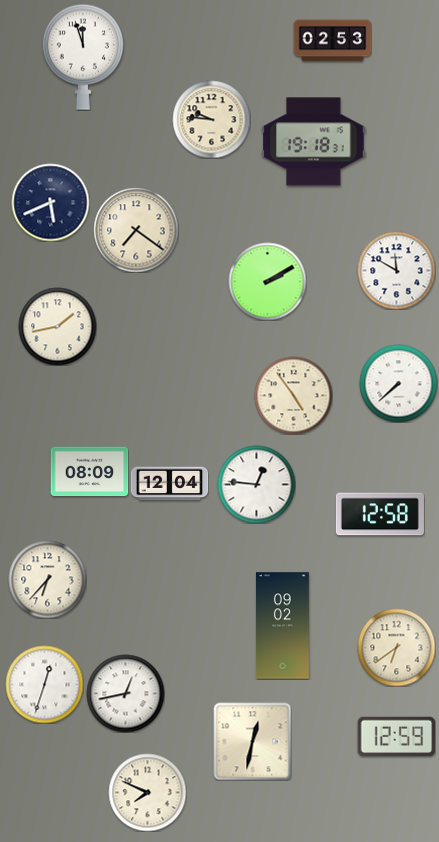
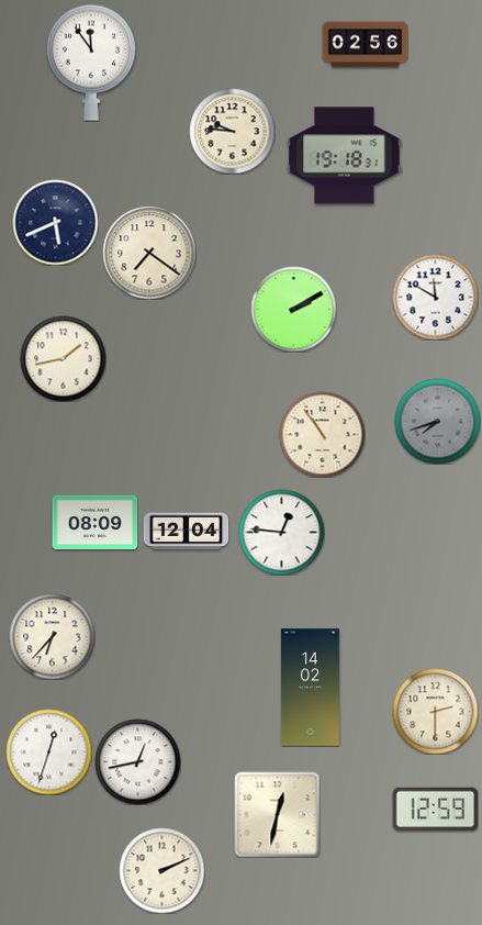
clock at (332, 41): 02:53 -> 02:56
clock at (83, 57): 11:57 -> 11:54
clock at (398, 383): 7:38 -> 7:42
clock at (398, 383) dial: white -> grey
clock at (293, 395): 4:54 -> 10:54
clock at (89, 472) position: (89, 472) -> (94, 523)
clock at (380, 514): 12:58 -> none
clock at (282, 626): 09:02 -> 14:02
clock at (396, 647): 6:39 -> 2:30
clock at (147, 792): 7:49 -> 2:11
